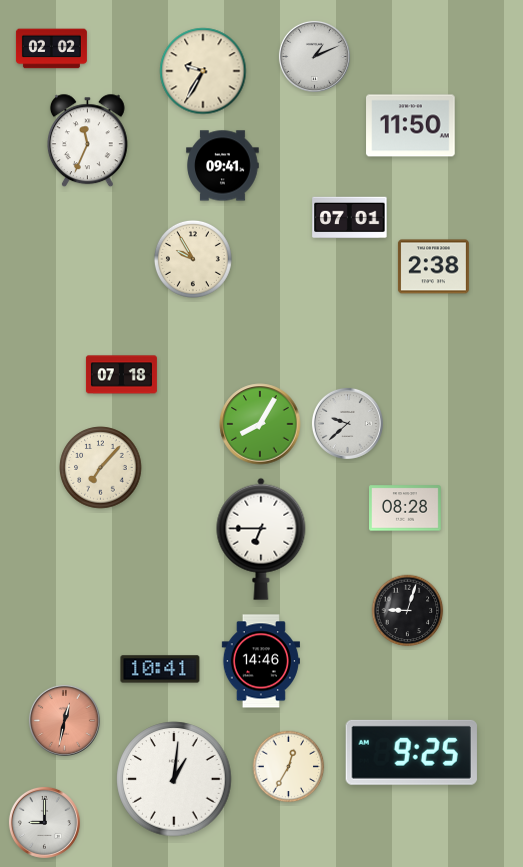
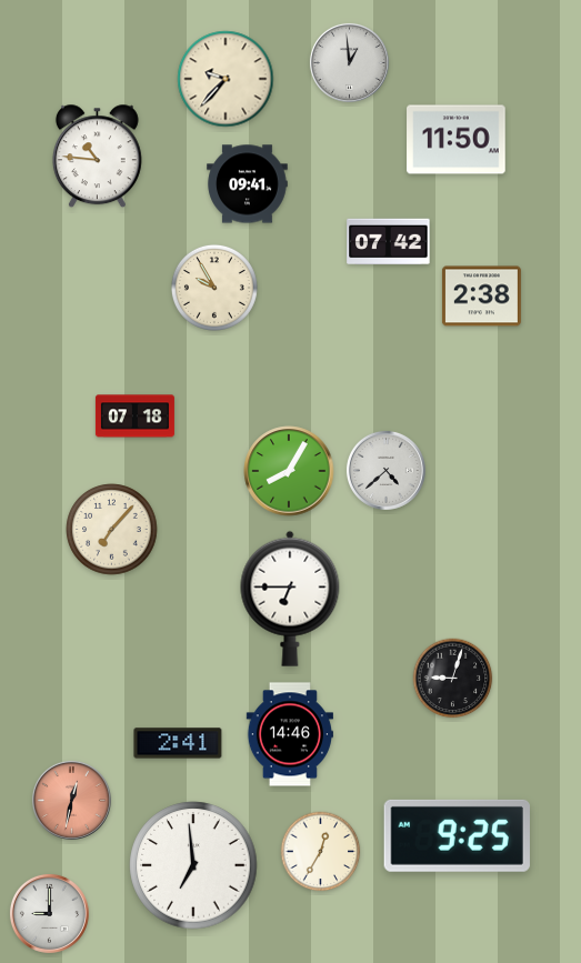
clock at (51, 49): 02:02 -> none
clock at (314, 56): 1:11 -> 12:59
clock at (203, 71): 9:35 -> 9:37
clock at (87, 141): 11:34 -> 10:46
clock at (350, 218): 07:01 -> 07:42
clock at (347, 423): 9:38 -> 4:38
clock at (101, 468) position: (101, 468) -> (112, 530)
clock at (406, 508): 08:28 -> none
clock at (160, 669): 10:41 -> 2:41
clock at (174, 779): 1:01 -> 6:59
